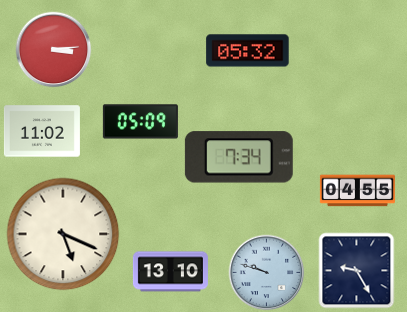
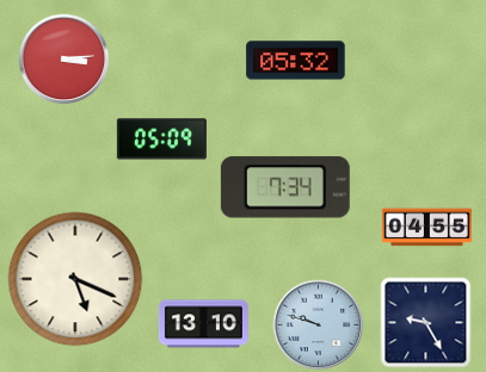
clock at (140, 122) position: (140, 122) -> (161, 139)
clock at (42, 131): 11:02 -> none
